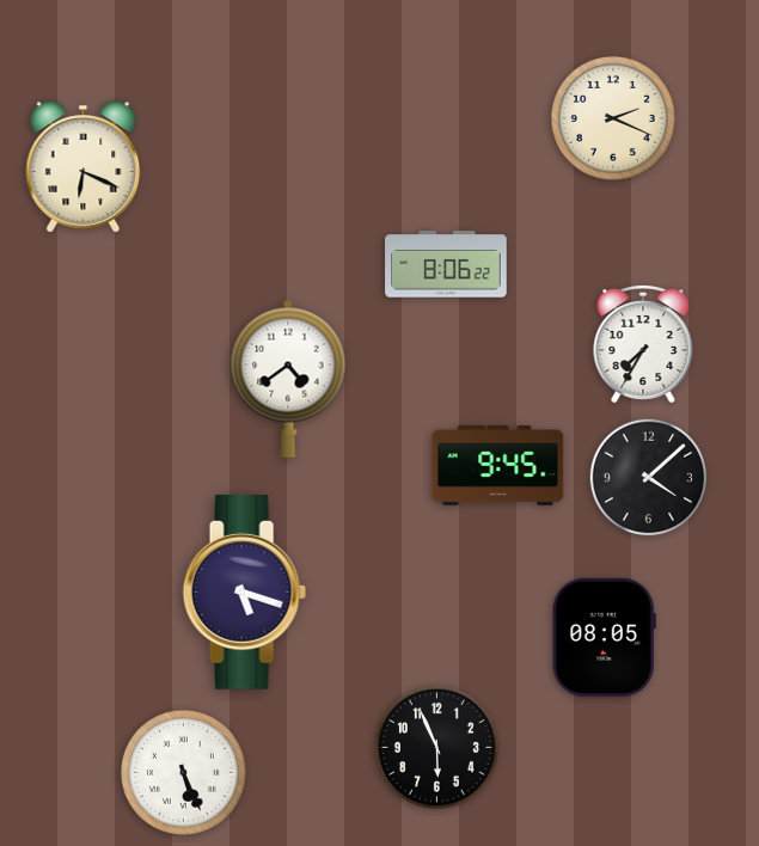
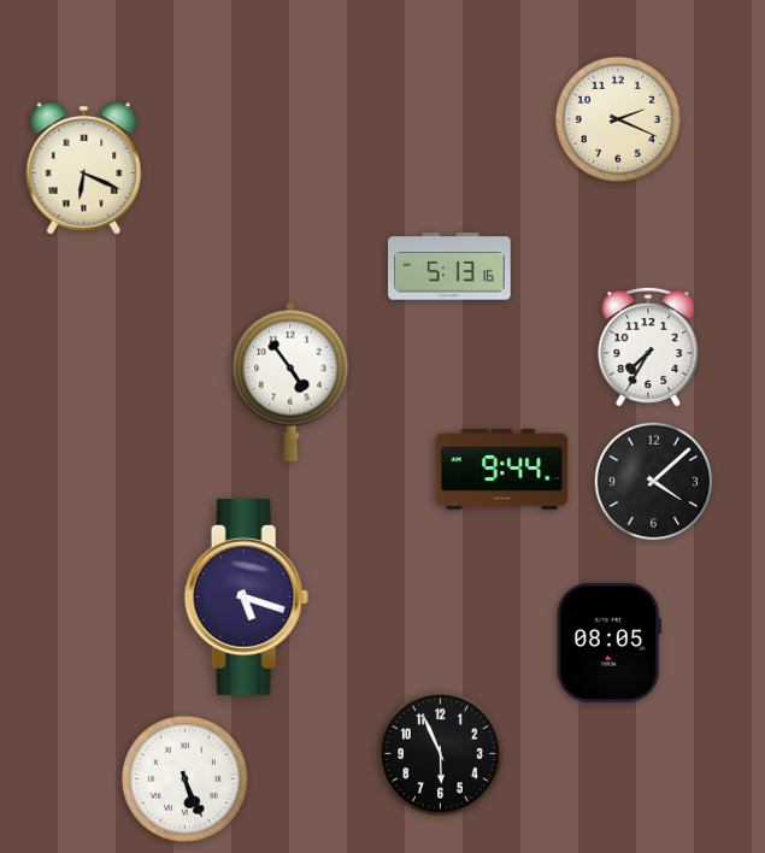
clock at (446, 264): 8:06 -> 5:13
clock at (288, 379): 4:39 -> 4:54
clock at (498, 465): 9:45 -> 9:44
